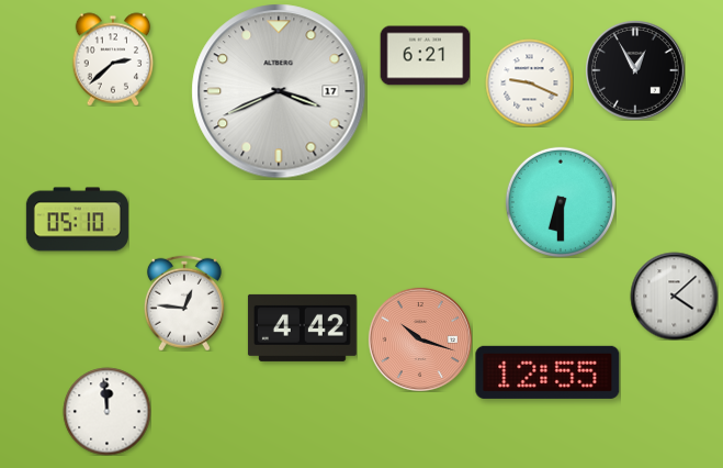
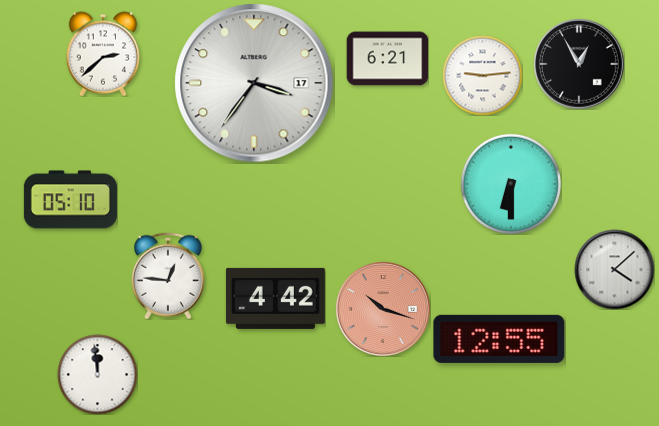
clock at (425, 56) position: (425, 56) -> (387, 59)
clock at (529, 82): 9:19 -> 9:14
clock at (279, 91): 3:41 -> 3:36
